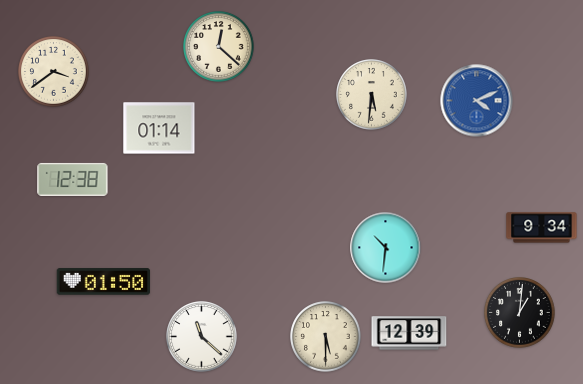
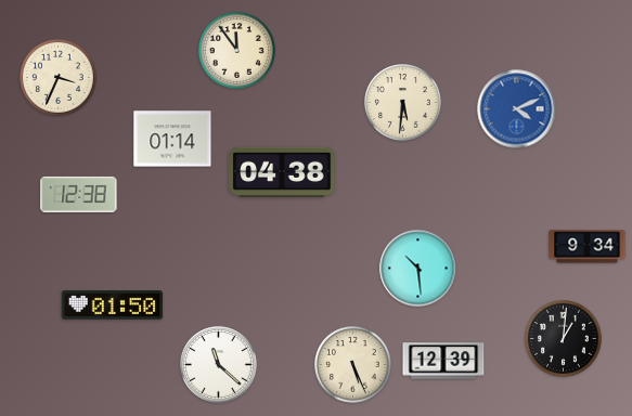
clock at (219, 47): 12:22 -> 11:54
clock at (54, 72): 3:39 -> 3:34
clock at (282, 172): none -> 04:38
clock at (386, 248): 10:31 -> 10:29
clock at (326, 337): 5:30 -> 5:26
